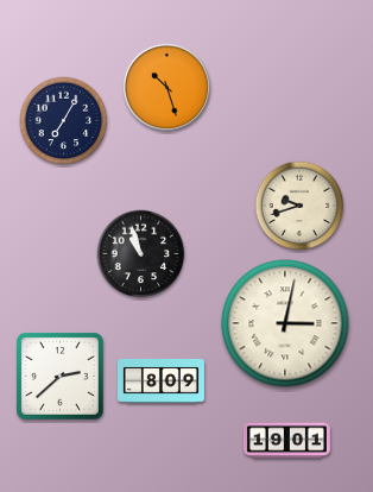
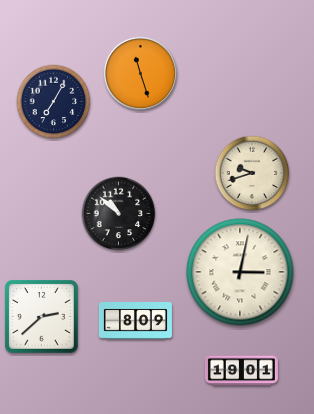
clock at (166, 87): 10:27 -> 11:27
clock at (141, 254): 10:57 -> 10:52
clock at (61, 377) position: (61, 377) -> (42, 317)
